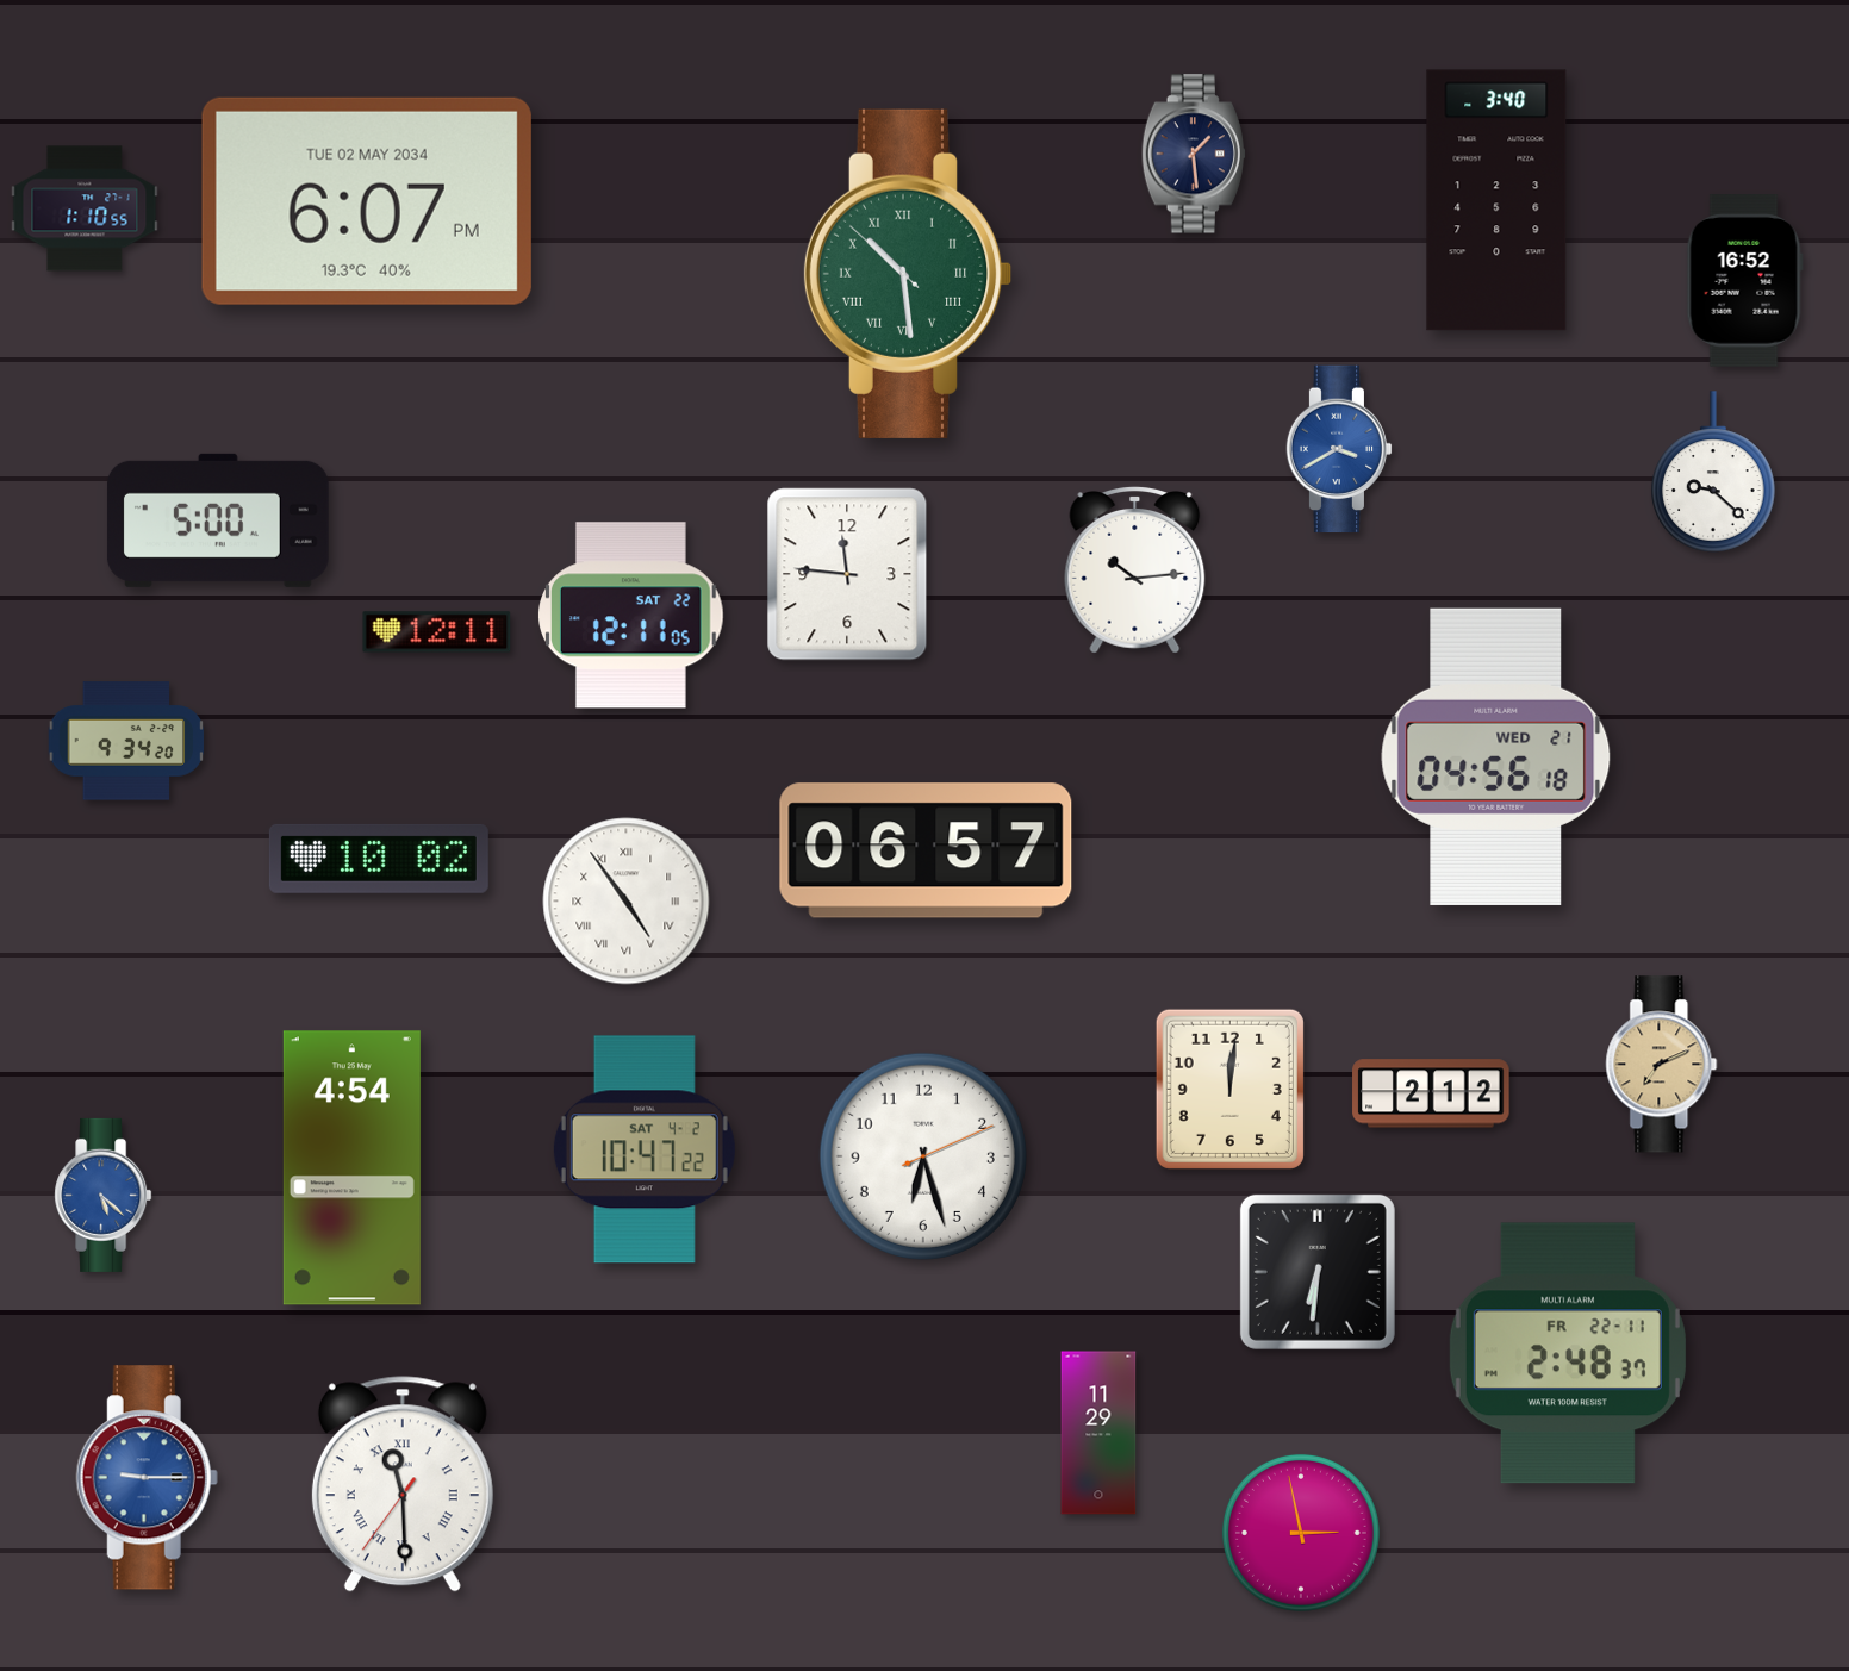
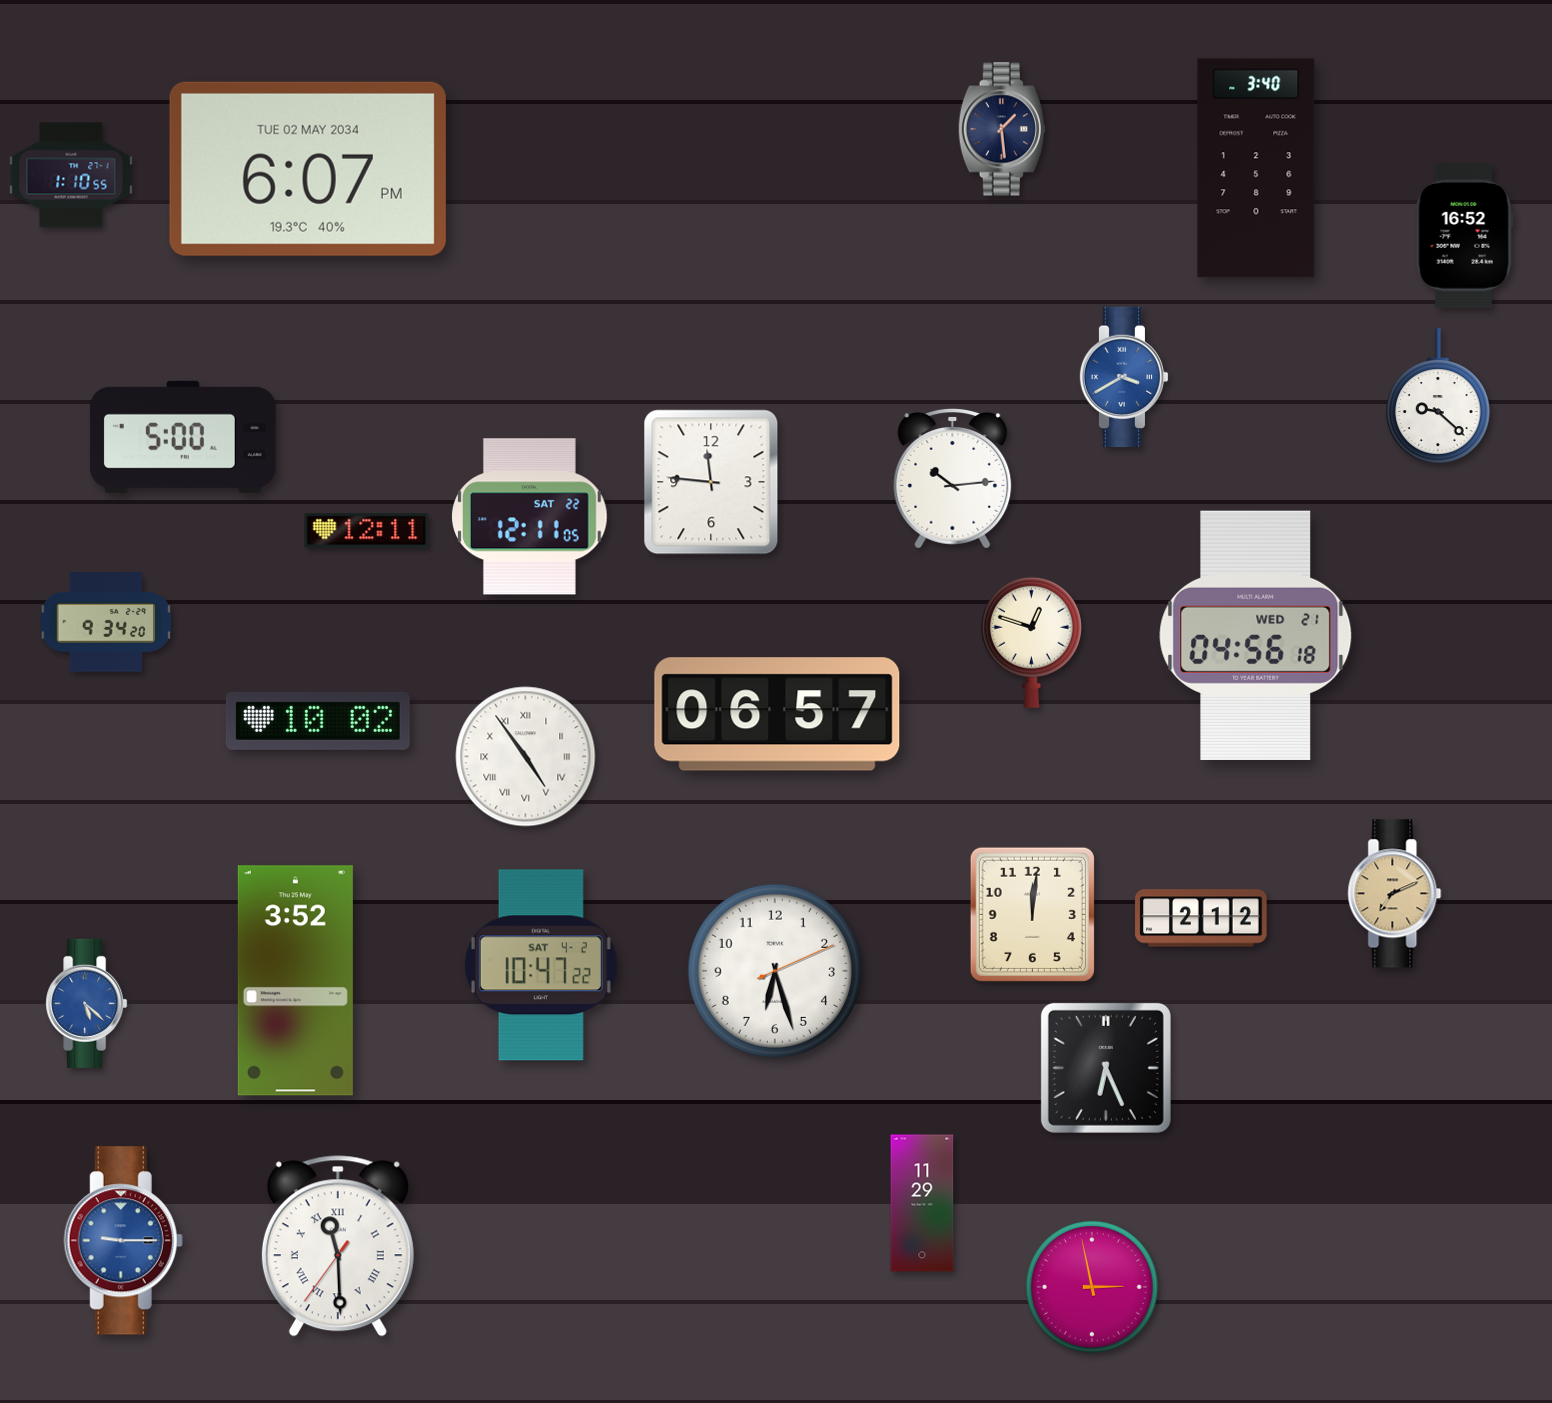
clock at (908, 274): 10:28 -> none
clock at (1031, 642): none -> 12:48
clock at (351, 1168): 4:54 -> 3:52
clock at (1318, 1272): 6:31 -> 6:26
clock at (1568, 1353): 2:48 -> none
